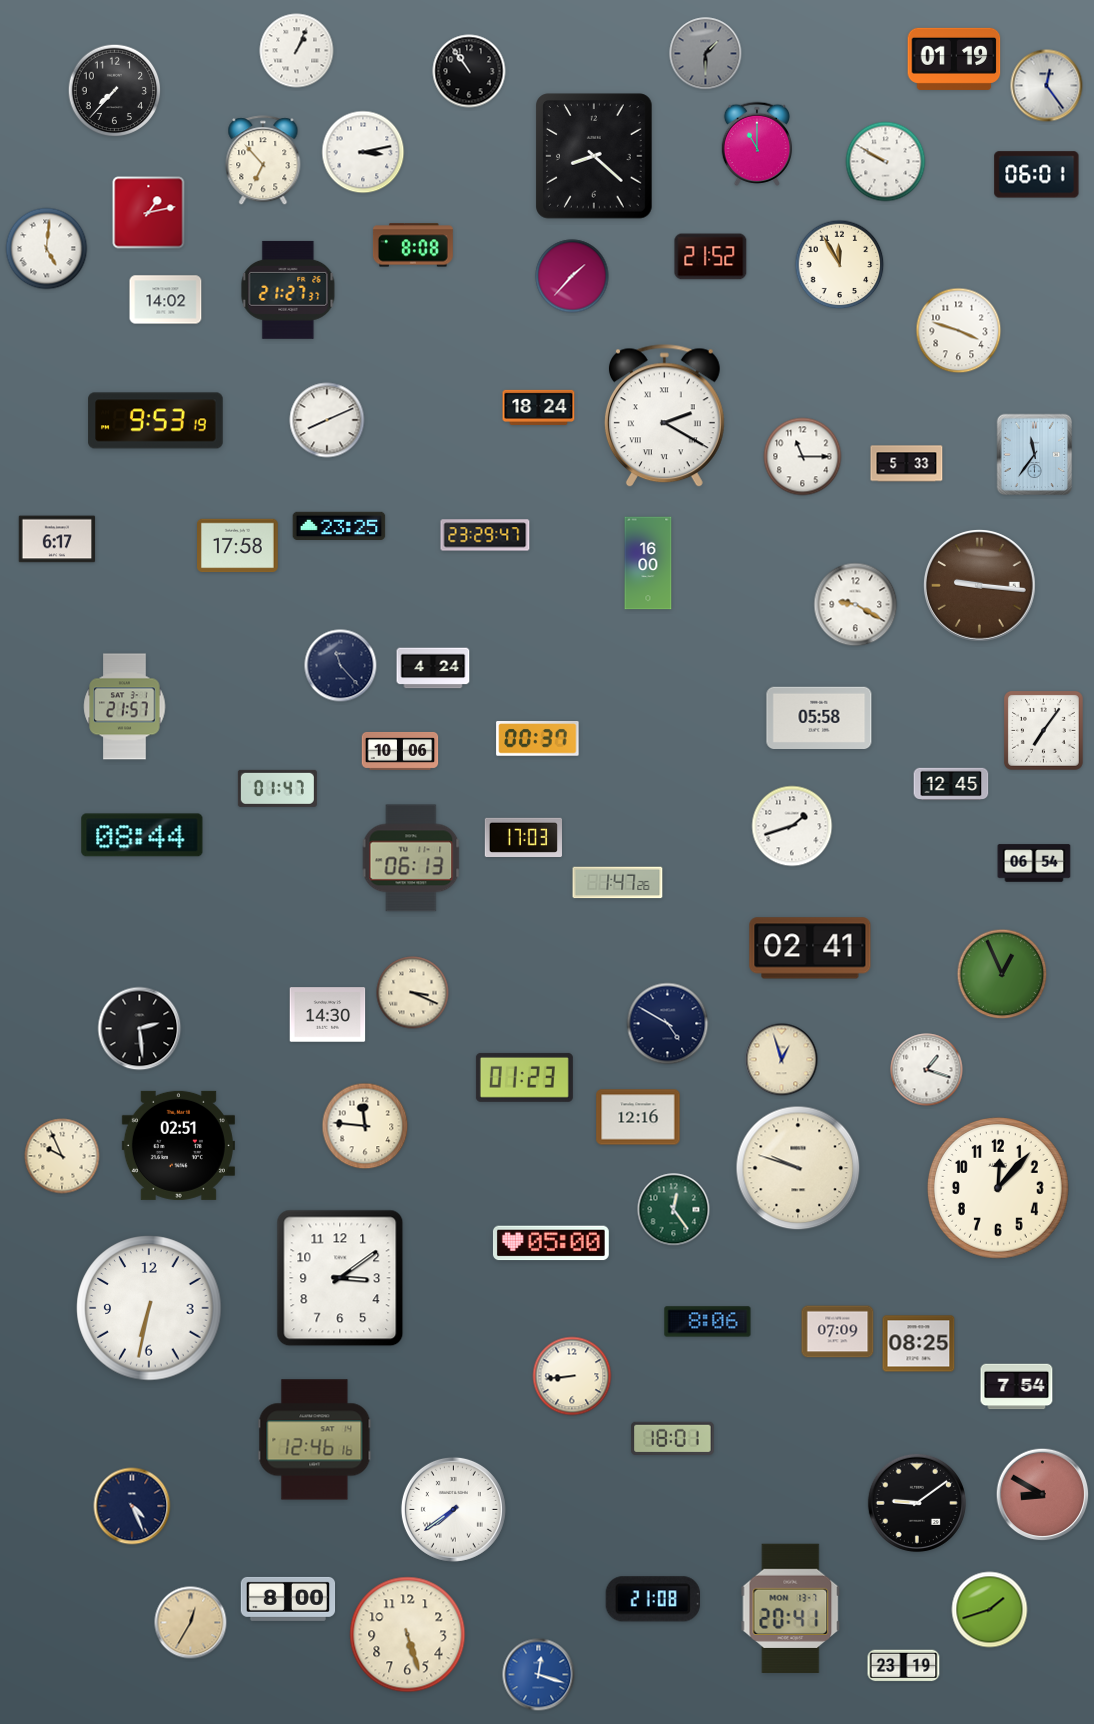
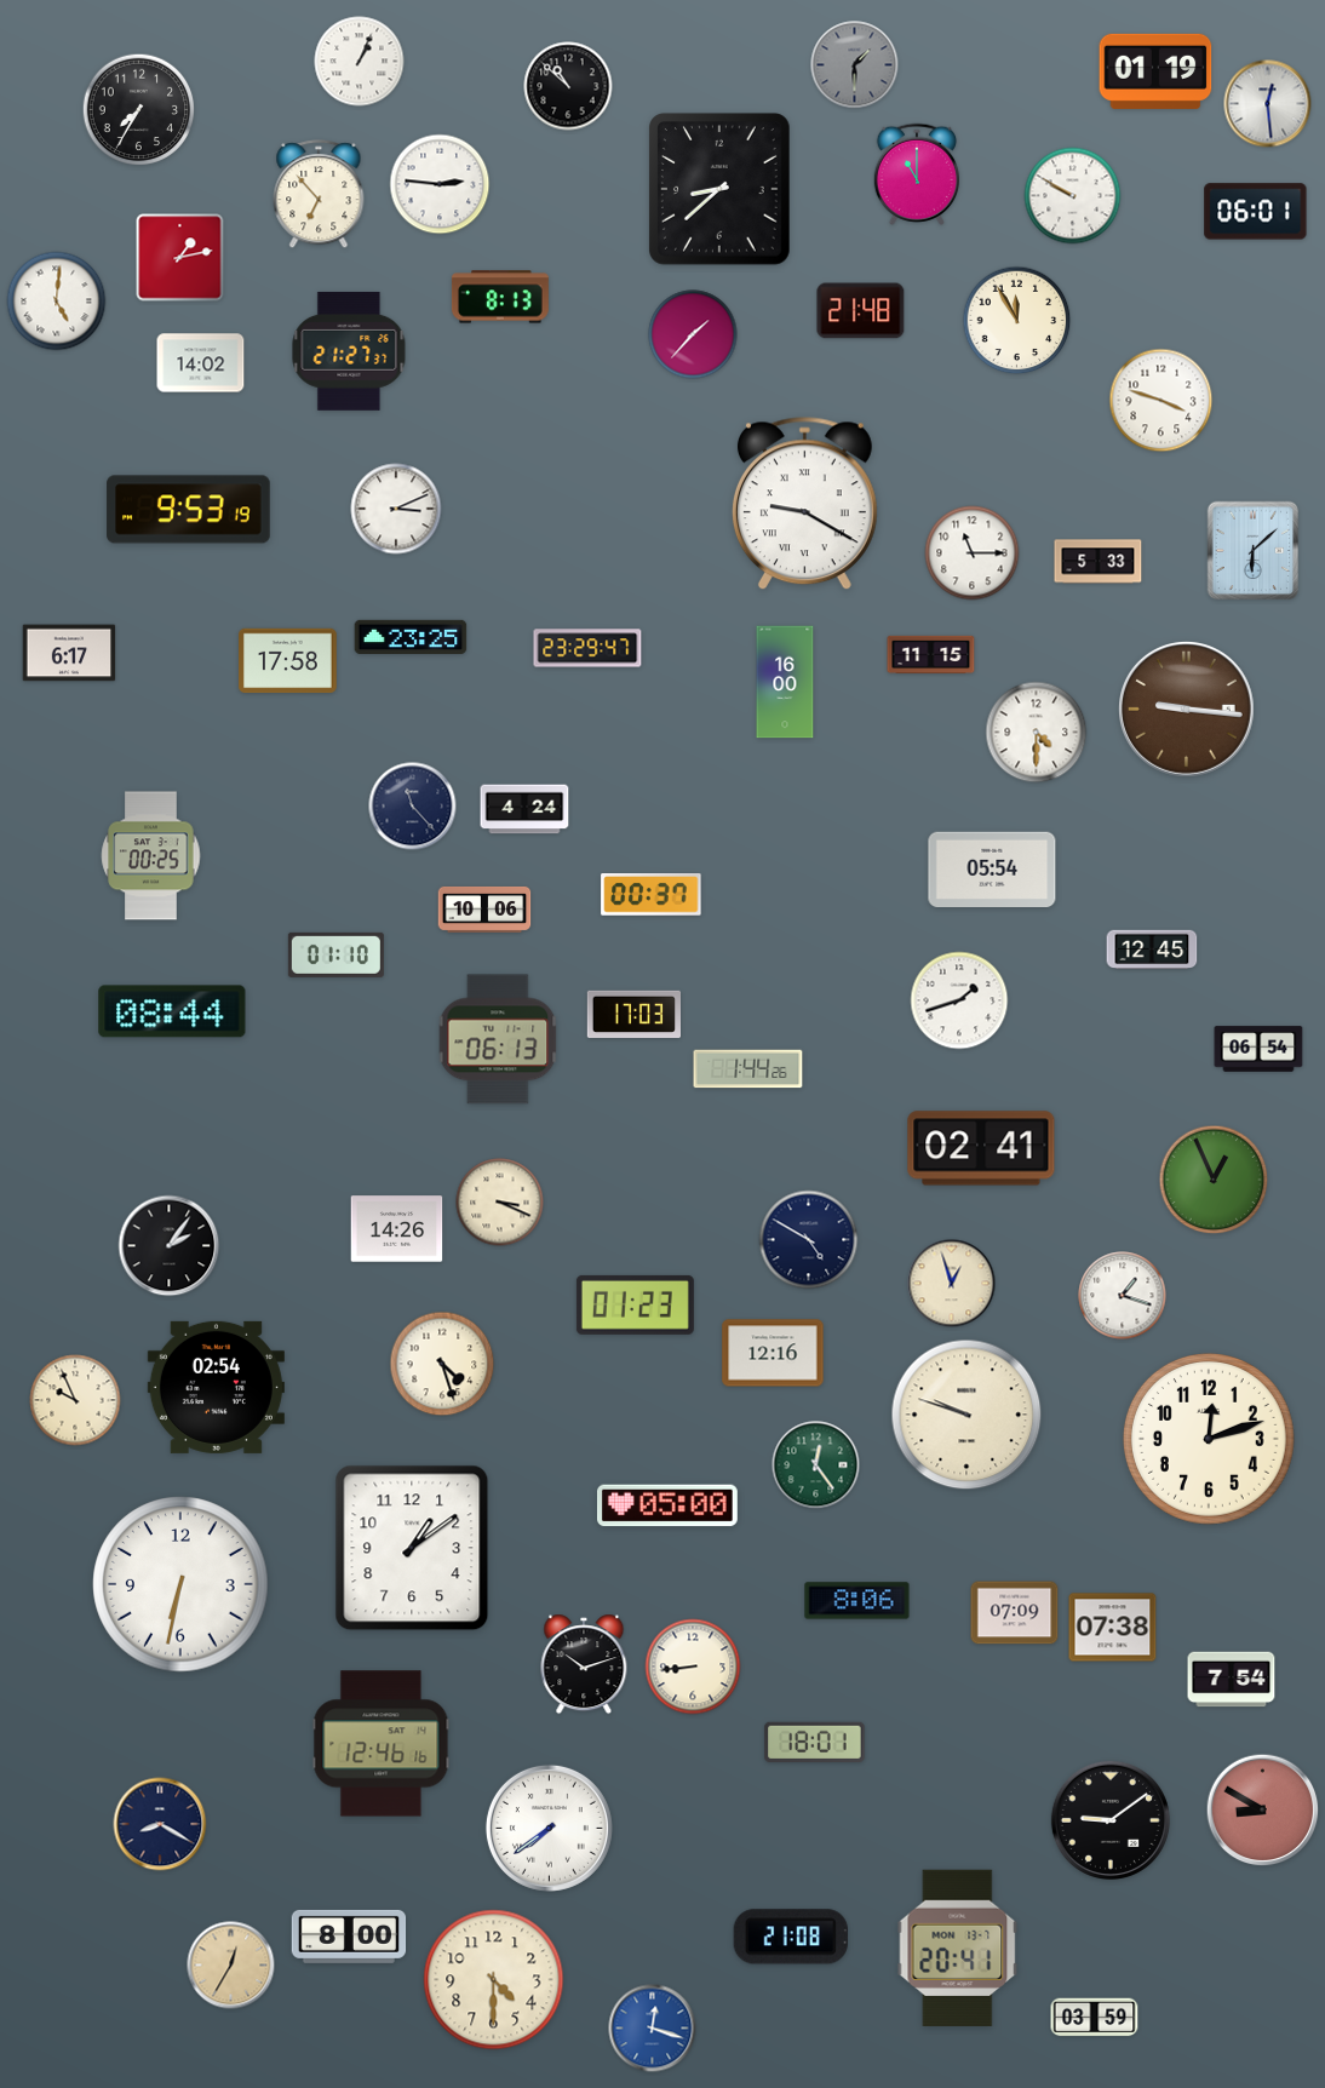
clock at (469, 71): 10:54 -> 10:52
clock at (1047, 86): 12:24 -> 12:29
clock at (115, 91): 7:37 -> 7:35
clock at (363, 152): 3:13 -> 2:46
clock at (594, 156): 8:22 -> 8:38
clock at (413, 245): 8:08 -> 8:13
clock at (711, 257): 21:52 -> 21:48
clock at (539, 407): 18:24 -> none
clock at (664, 416): 2:20 -> 9:20
clock at (327, 420): 8:11 -> 3:11
clock at (1035, 455): 11:36 -> 6:08
clock at (931, 655): none -> 11:15
clock at (856, 605): 9:20 -> 4:30
clock at (125, 707): 21:57 -> 00:25
clock at (819, 717): 05:58 -> 05:54
clock at (1044, 731): 7:06 -> none
clock at (277, 788): 01:47 -> 01:10
clock at (1034, 863) position: (1034, 863) -> (1258, 1049)
clock at (618, 883): 1:47 -> 1:44
clock at (328, 1015): 14:30 -> 14:26
clock at (140, 1029): 2:29 -> 2:06
clock at (782, 1060) position: (782, 1060) -> (952, 1284)
clock at (365, 1126): 11:46 -> 4:27
clock at (178, 1145): 02:51 -> 02:54
clock at (999, 1189): 12:07 -> 12:12
clock at (340, 1278): 3:09 -> 1:09
clock at (919, 1344): 08:25 -> 07:38
clock at (584, 1664): none -> 10:12
clock at (132, 1506): 4:26 -> 8:20
clock at (990, 1610): 1:42 -> none
clock at (408, 1635): 5:27 -> 4:30
clock at (904, 1666): 23:19 -> 03:59
